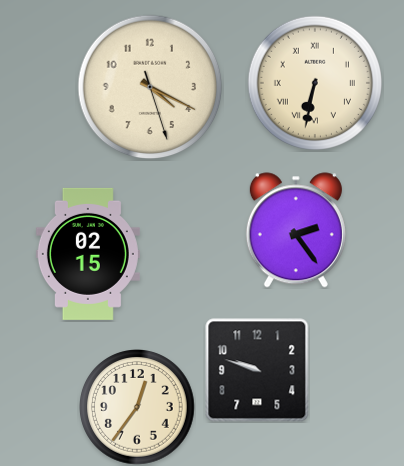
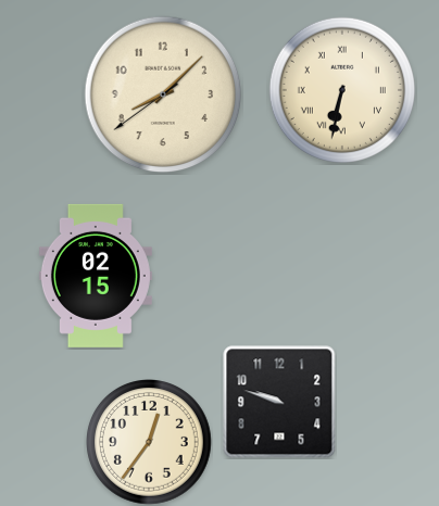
clock at (150, 87): 4:19 -> 8:07
clock at (296, 230): 2:24 -> none
